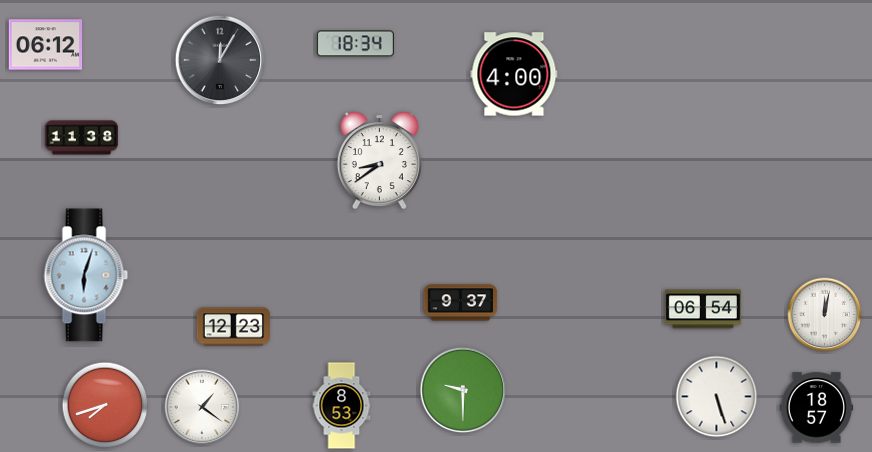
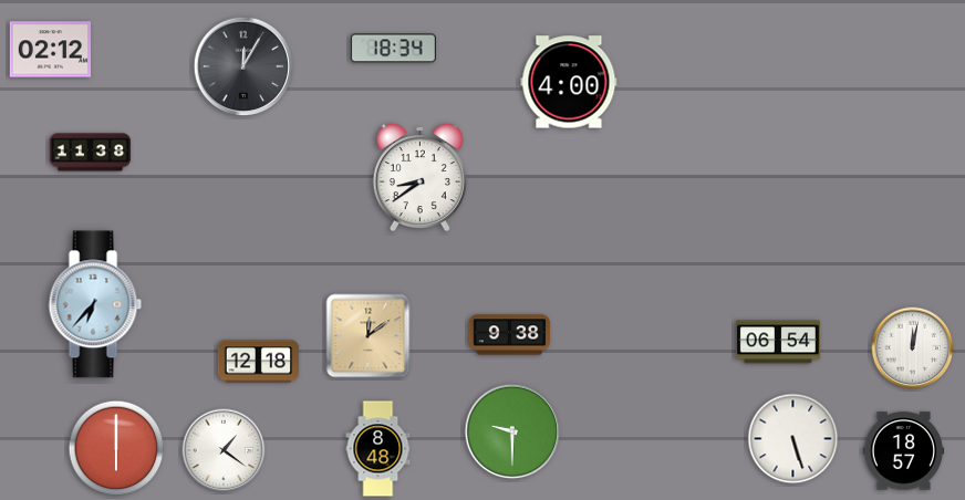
clock at (46, 45): 06:12 -> 02:12
clock at (86, 275): 6:03 -> 6:37
clock at (461, 303): 9:37 -> 9:38
clock at (369, 336): none -> 12:09
clock at (234, 327): 12:23 -> 12:18
clock at (105, 405): 7:42 -> 6:00
clock at (342, 406): 8:53 -> 8:48
